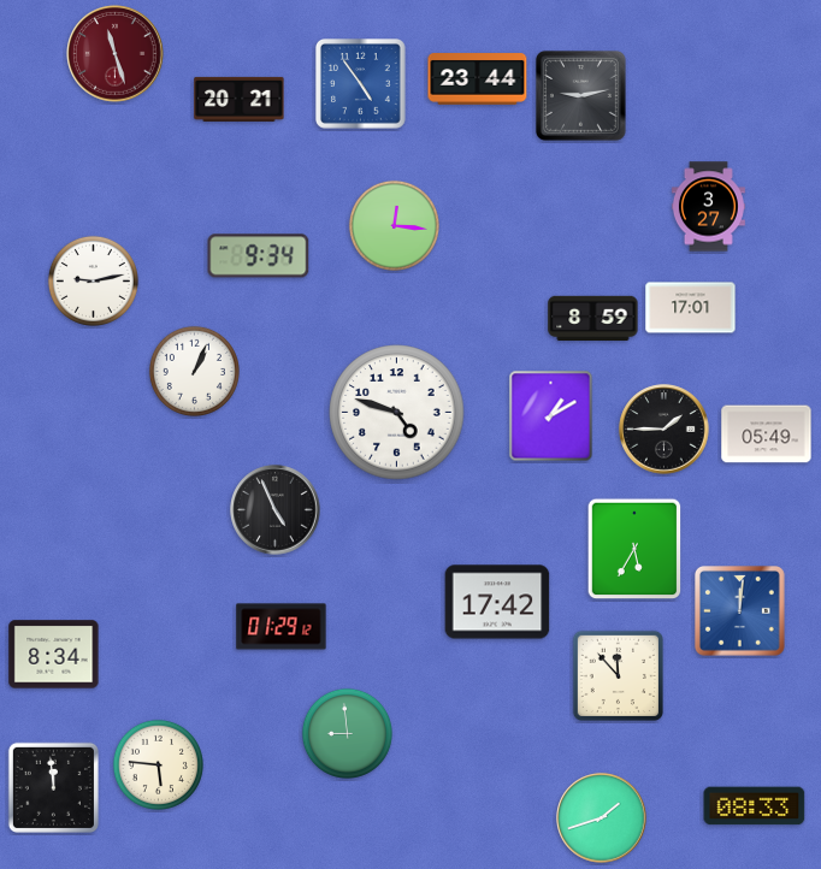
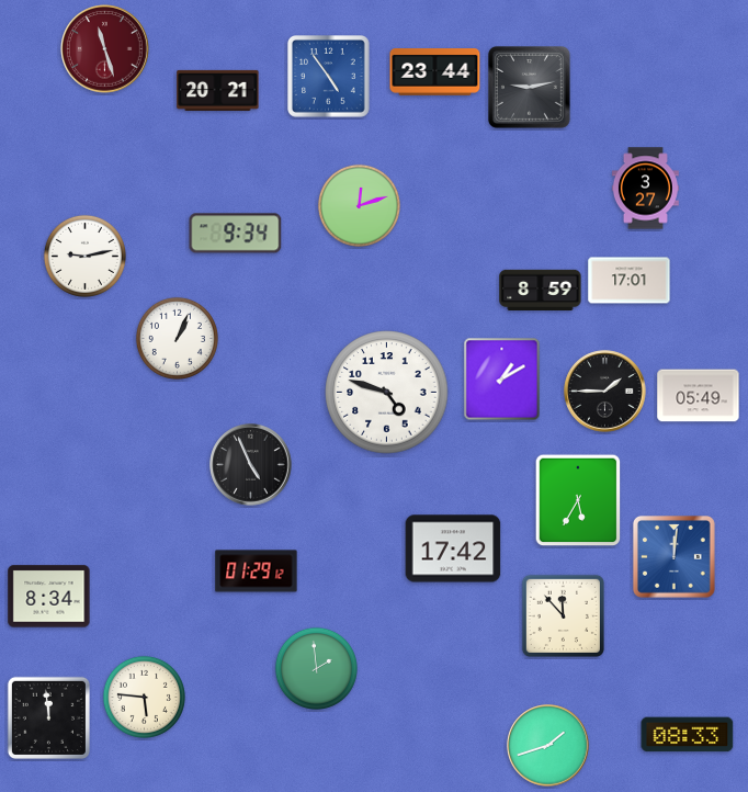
clock at (394, 225): 12:16 -> 12:12
clock at (397, 413) position: (397, 413) -> (387, 393)
clock at (347, 733): 8:59 -> 1:59
